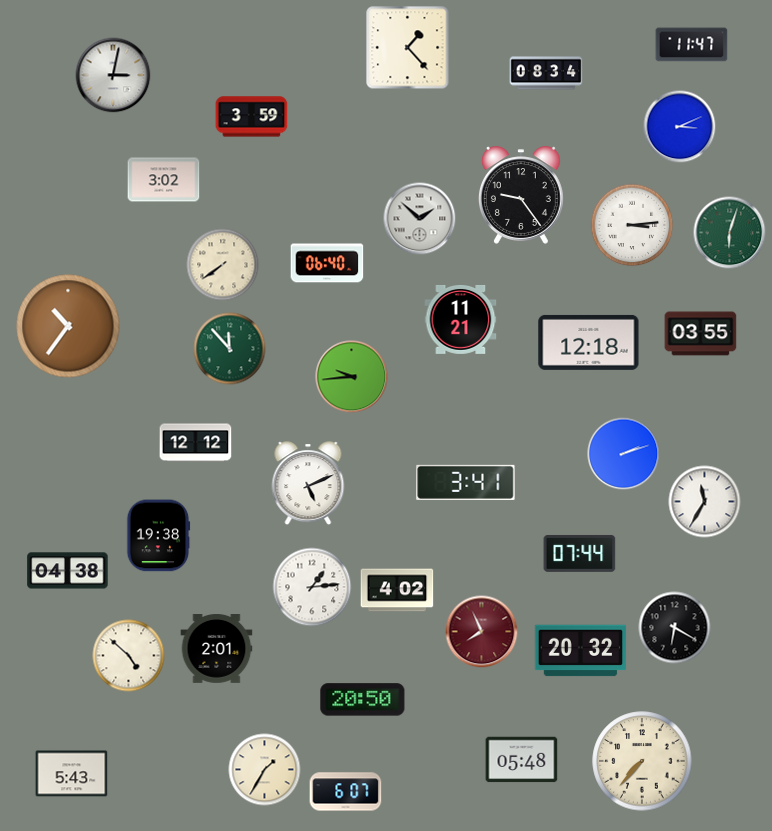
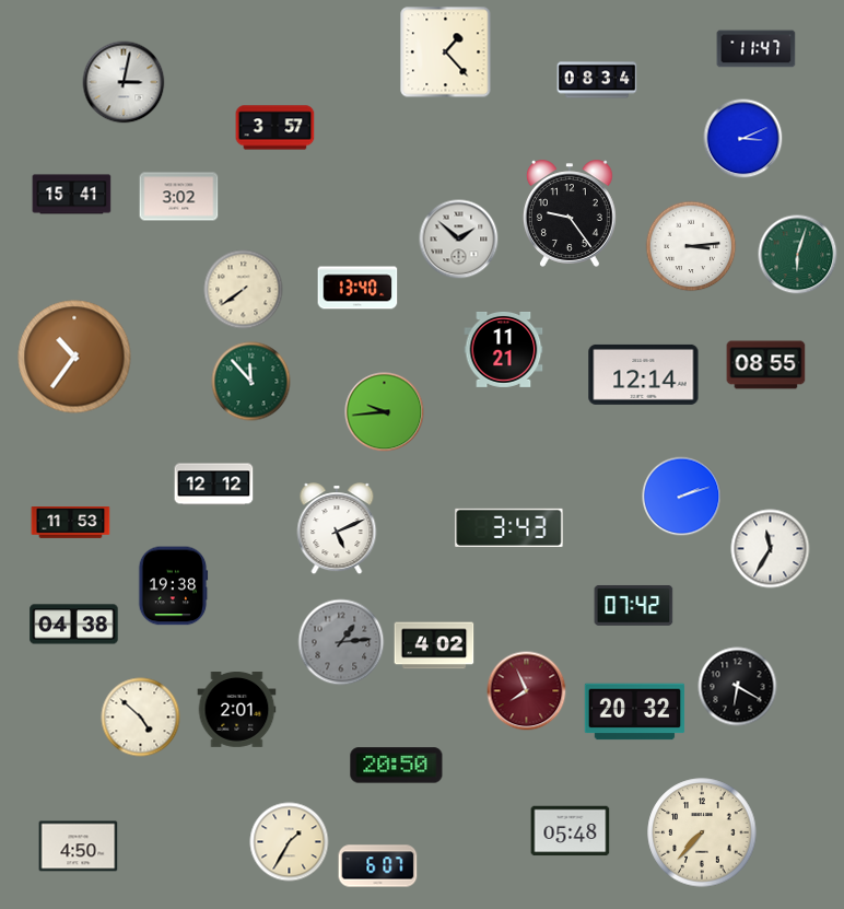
clock at (252, 117): 3:59 -> 3:57
clock at (72, 195): none -> 15:41
clock at (327, 263): 06:40 -> 13:40
clock at (701, 334): 03:55 -> 08:55
clock at (589, 342): 12:18 -> 12:14
clock at (71, 523): none -> 11:53
clock at (466, 482): 3:41 -> 3:43
clock at (580, 553): 07:44 -> 07:42
clock at (312, 587) dial: white -> grey
clock at (72, 774): 5:43 -> 4:50
